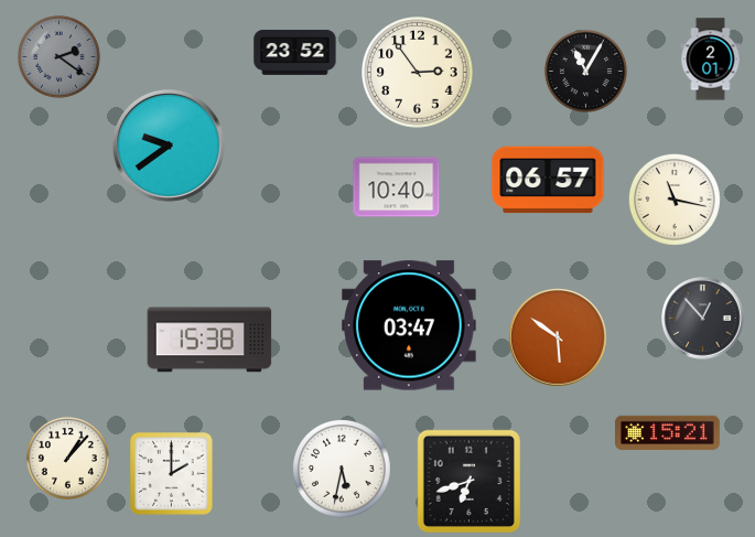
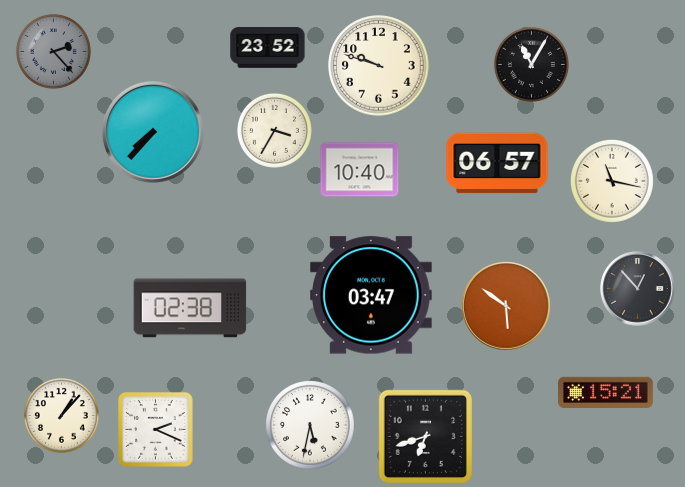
clock at (58, 56): 2:21 -> 2:23
clock at (711, 60): 2:01 -> none
clock at (418, 73): 2:54 -> 9:48
clock at (274, 130): none -> 3:35
clock at (169, 146): 9:39 -> 7:37
clock at (209, 340): 15:38 -> 02:38
clock at (172, 474): 2:00 -> 2:19
